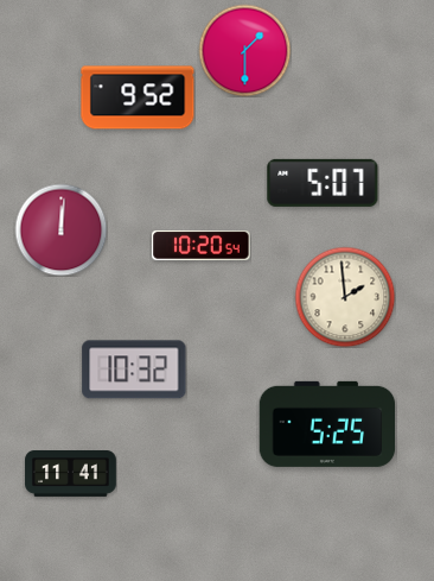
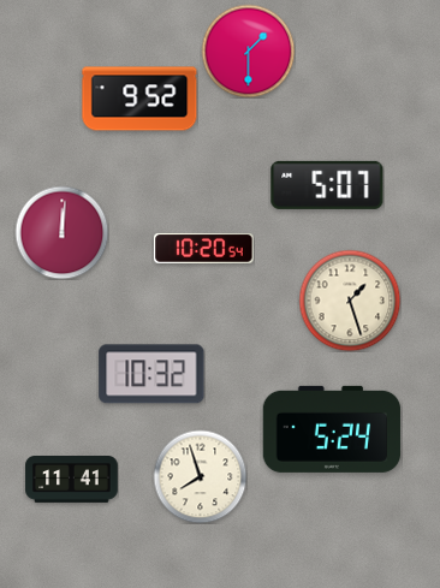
clock at (345, 297): 1:59 -> 1:27
clock at (134, 370) position: (134, 370) -> (151, 374)
clock at (327, 424): 5:25 -> 5:24
clock at (200, 476): none -> 7:57
